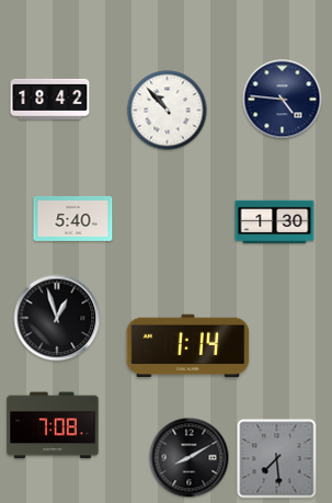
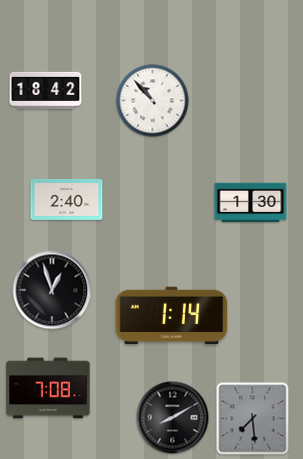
clock at (283, 100): 4:46 -> none
clock at (73, 218): 5:40 -> 2:40
